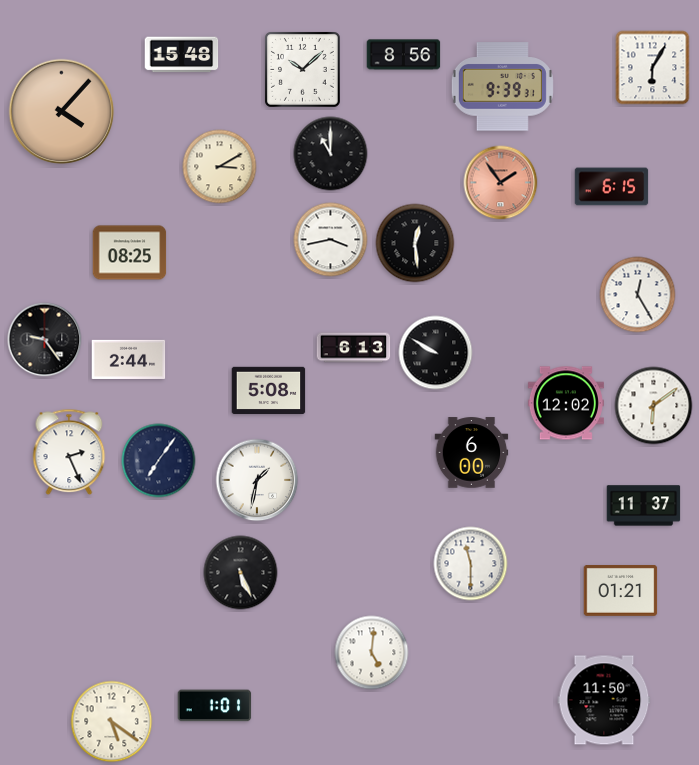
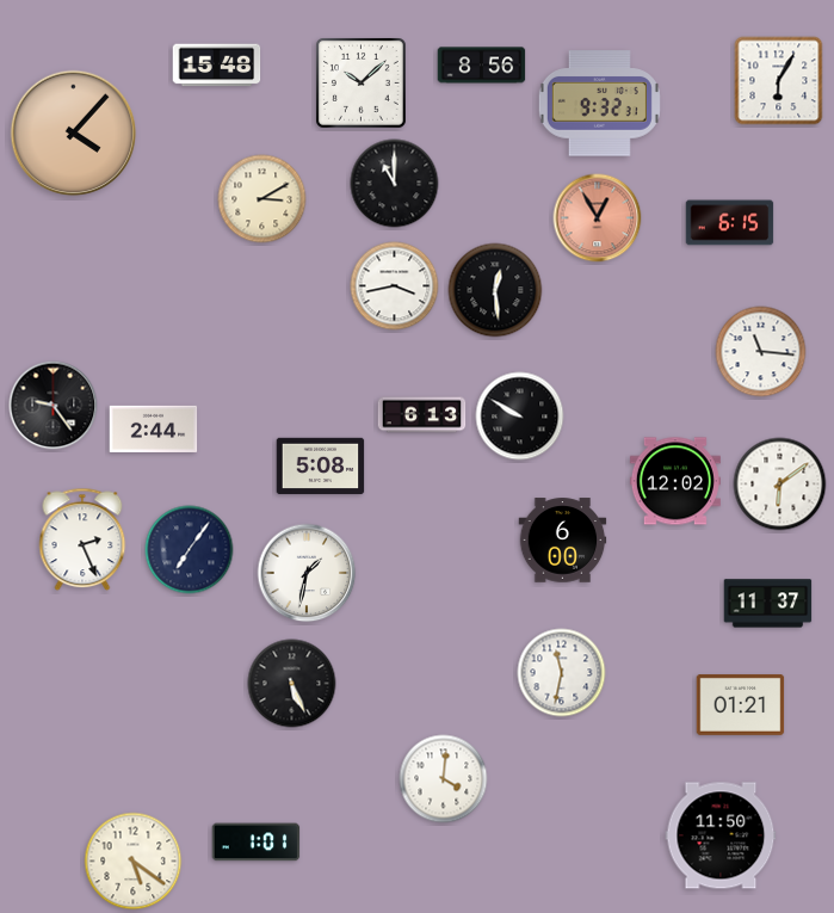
clock at (502, 87): 9:39 -> 9:32
clock at (501, 183): 1:54 -> 12:55
clock at (130, 253): 08:25 -> none
clock at (638, 295): 12:25 -> 11:16
clock at (436, 353) position: (436, 353) -> (520, 417)
clock at (471, 564): 11:30 -> 11:32
clock at (241, 573) position: (241, 573) -> (292, 684)
clock at (372, 653): 5:01 -> 4:01
